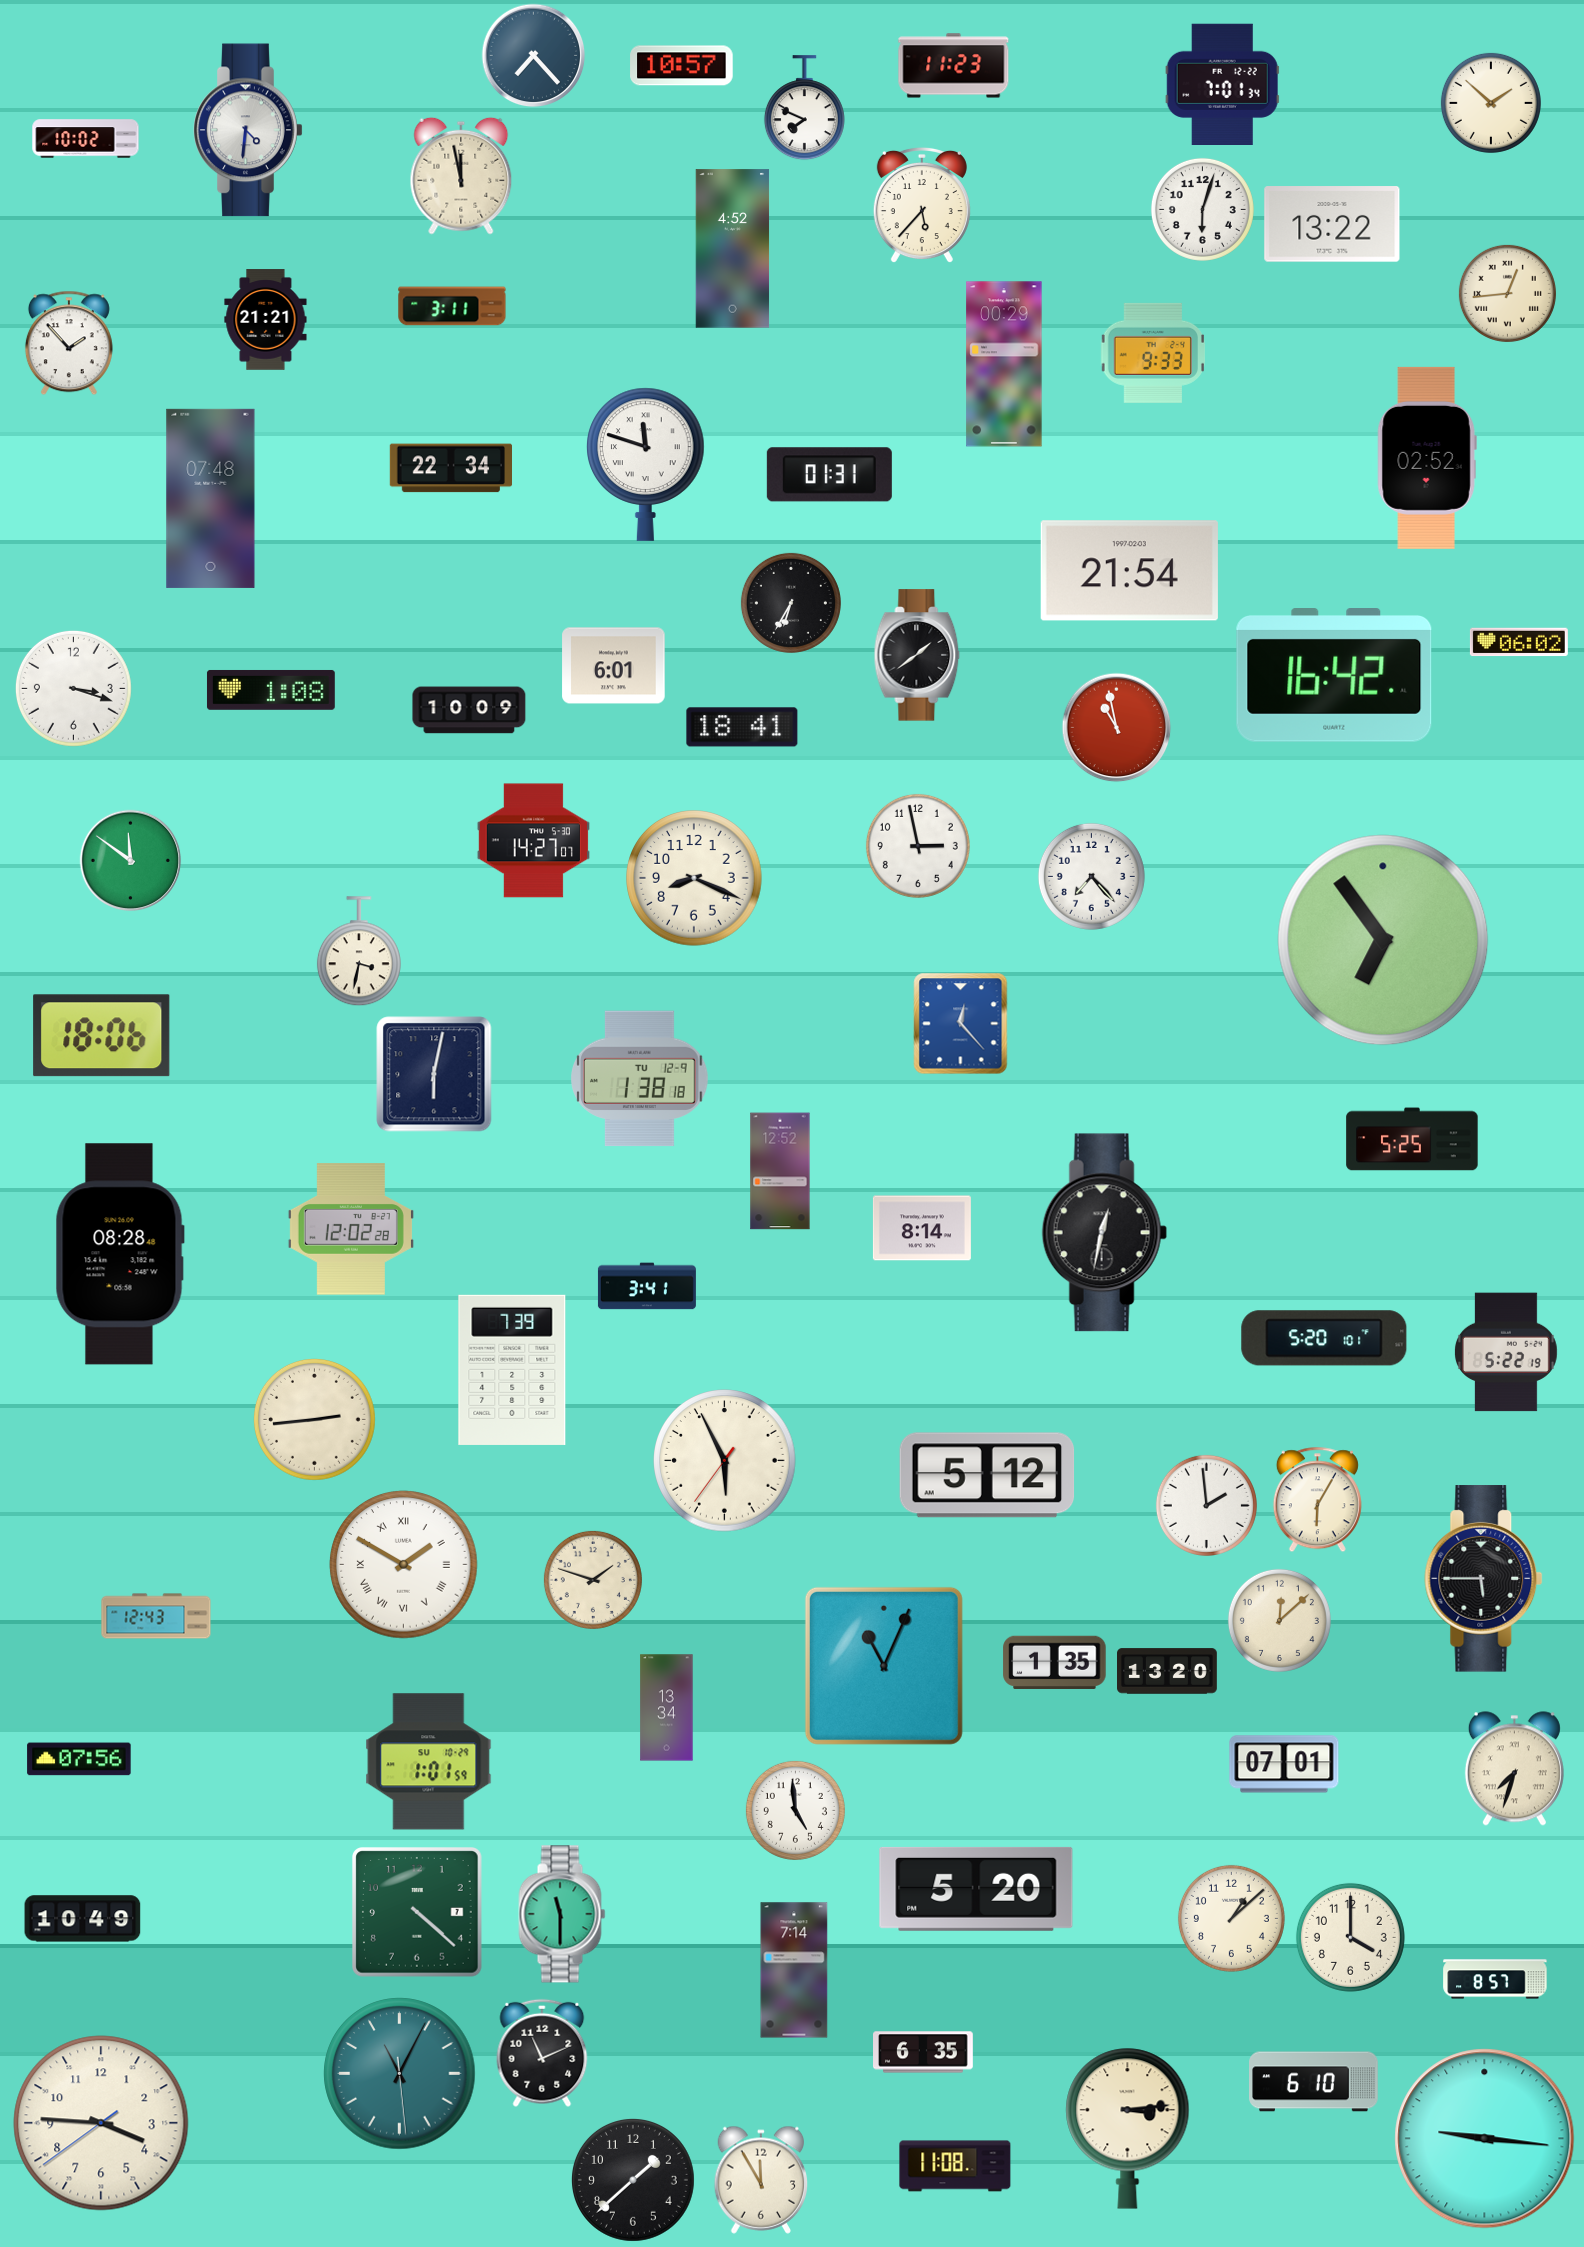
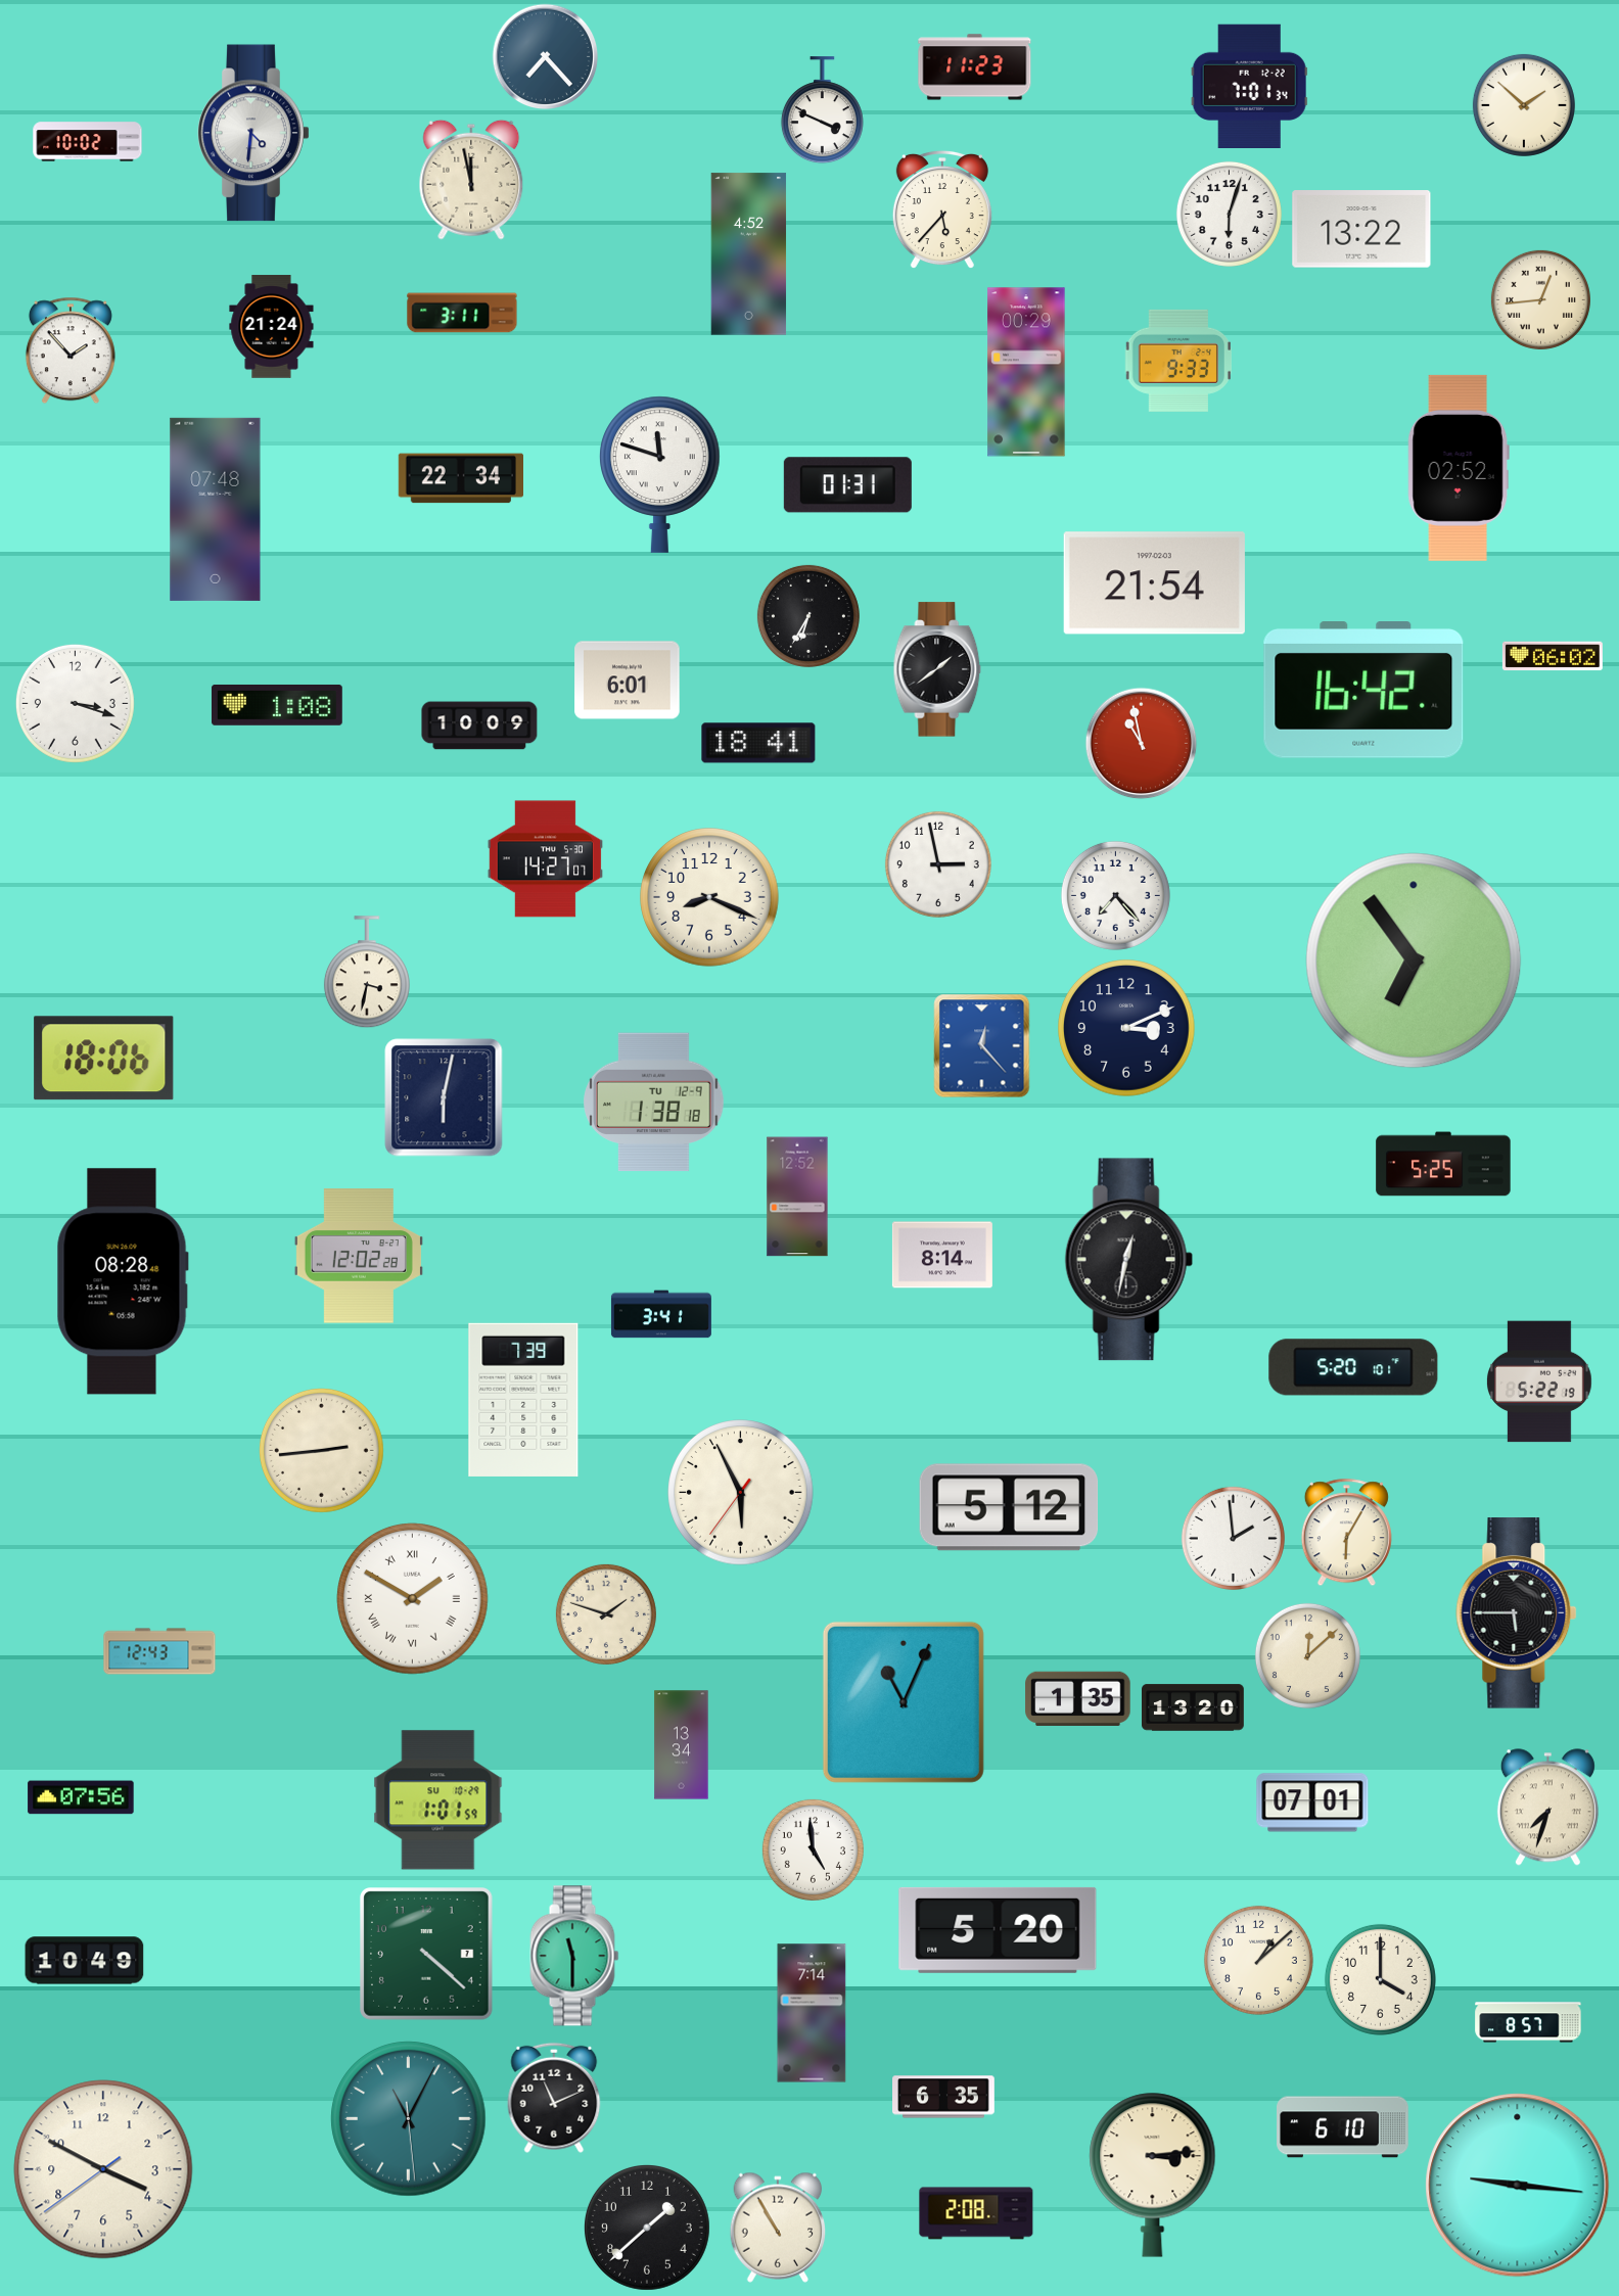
clock at (682, 66): 10:57 -> none
clock at (804, 108): 7:49 -> 3:49
clock at (266, 320): 21:21 -> 21:24
clock at (131, 861): 11:51 -> none
clock at (1127, 1029): none -> 3:11
clock at (101, 2123): 3:45 -> 3:49
clock at (955, 2166): 11:08 -> 2:08
clock at (761, 2180): 11:55 -> 10:55
